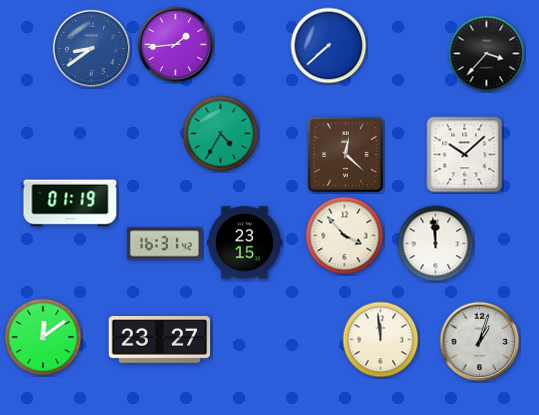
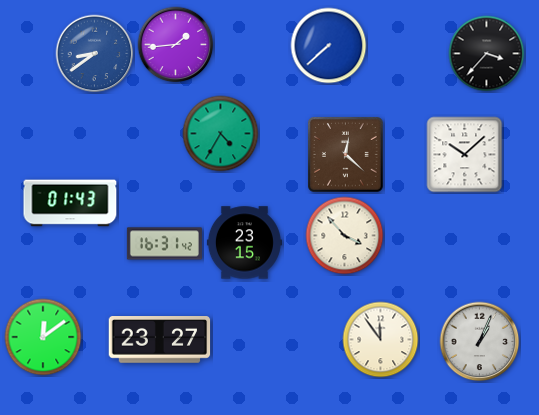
clock at (92, 49) position: (92, 49) -> (95, 54)
clock at (70, 203): 01:19 -> 01:43
clock at (436, 244): 11:59 -> none
clock at (381, 340): 11:59 -> 11:54
clock at (480, 342): 1:03 -> 1:04
